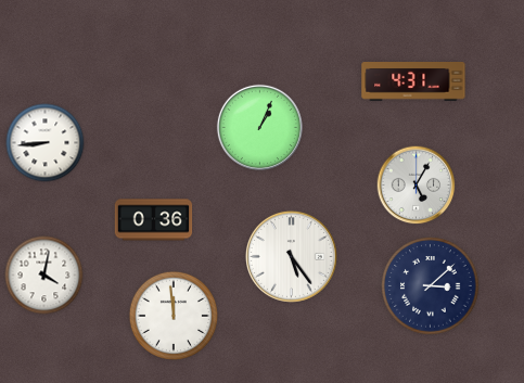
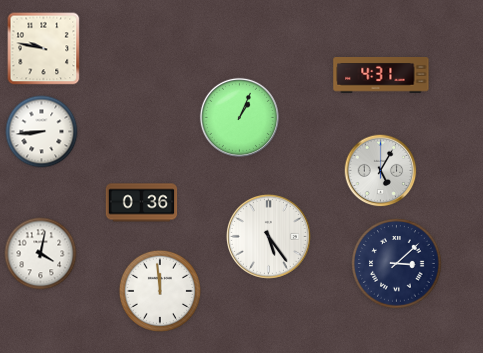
clock at (44, 49): none -> 9:47
clock at (417, 186) position: (417, 186) -> (381, 171)
